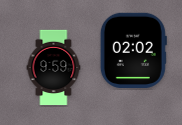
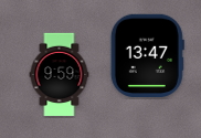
clock at (133, 50): 02:02 -> 13:47
